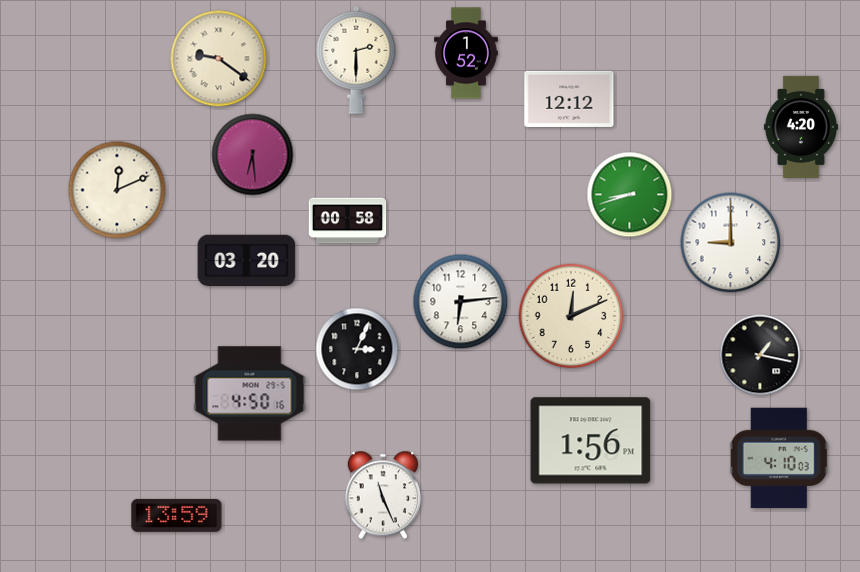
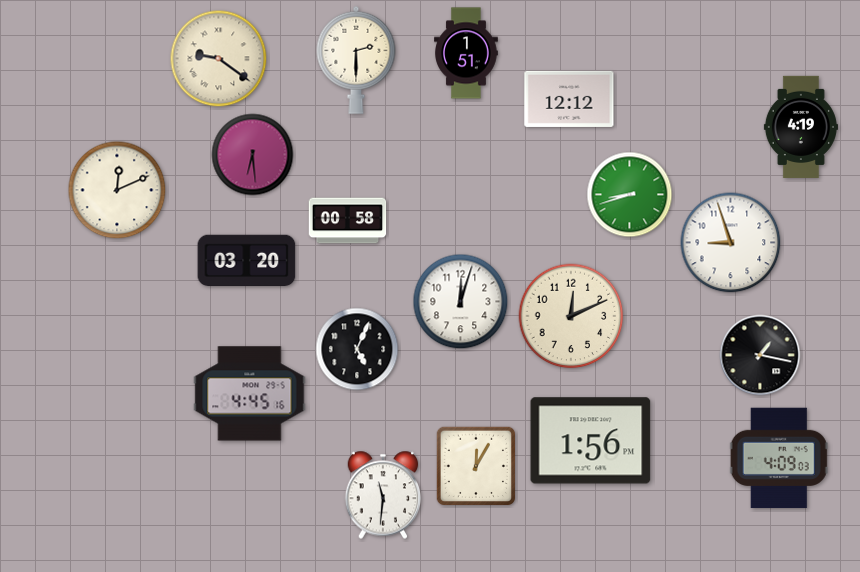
clock at (467, 53): 1:52 -> 1:51
clock at (801, 126): 4:20 -> 4:19
clock at (731, 243): 9:00 -> 8:57
clock at (461, 302): 6:14 -> 12:03
clock at (357, 349): 3:04 -> 5:04
clock at (250, 394): 4:50 -> 4:45
clock at (779, 458): 4:10 -> 4:09
clock at (475, 465): none -> 12:05
clock at (383, 495): 11:26 -> 11:31
clock at (177, 515): 13:59 -> none
